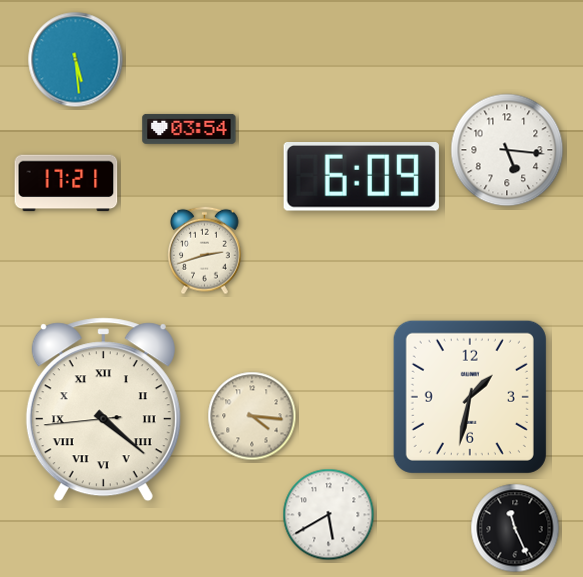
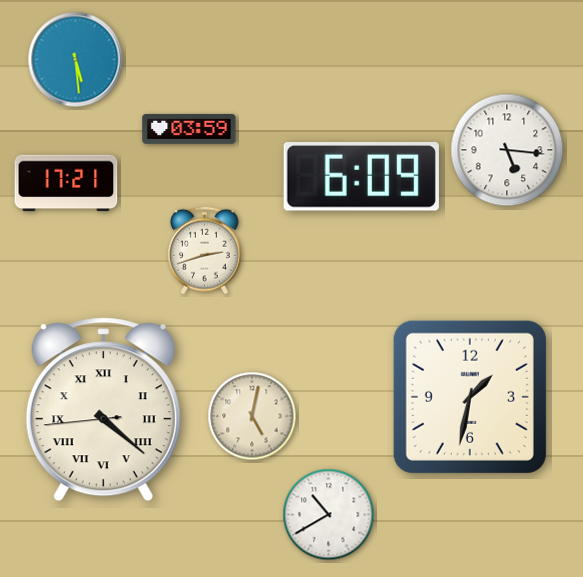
clock at (189, 129): 03:54 -> 03:59
clock at (252, 416): 4:16 -> 5:02
clock at (329, 515): 5:40 -> 10:40
clock at (515, 528): 11:26 -> none
